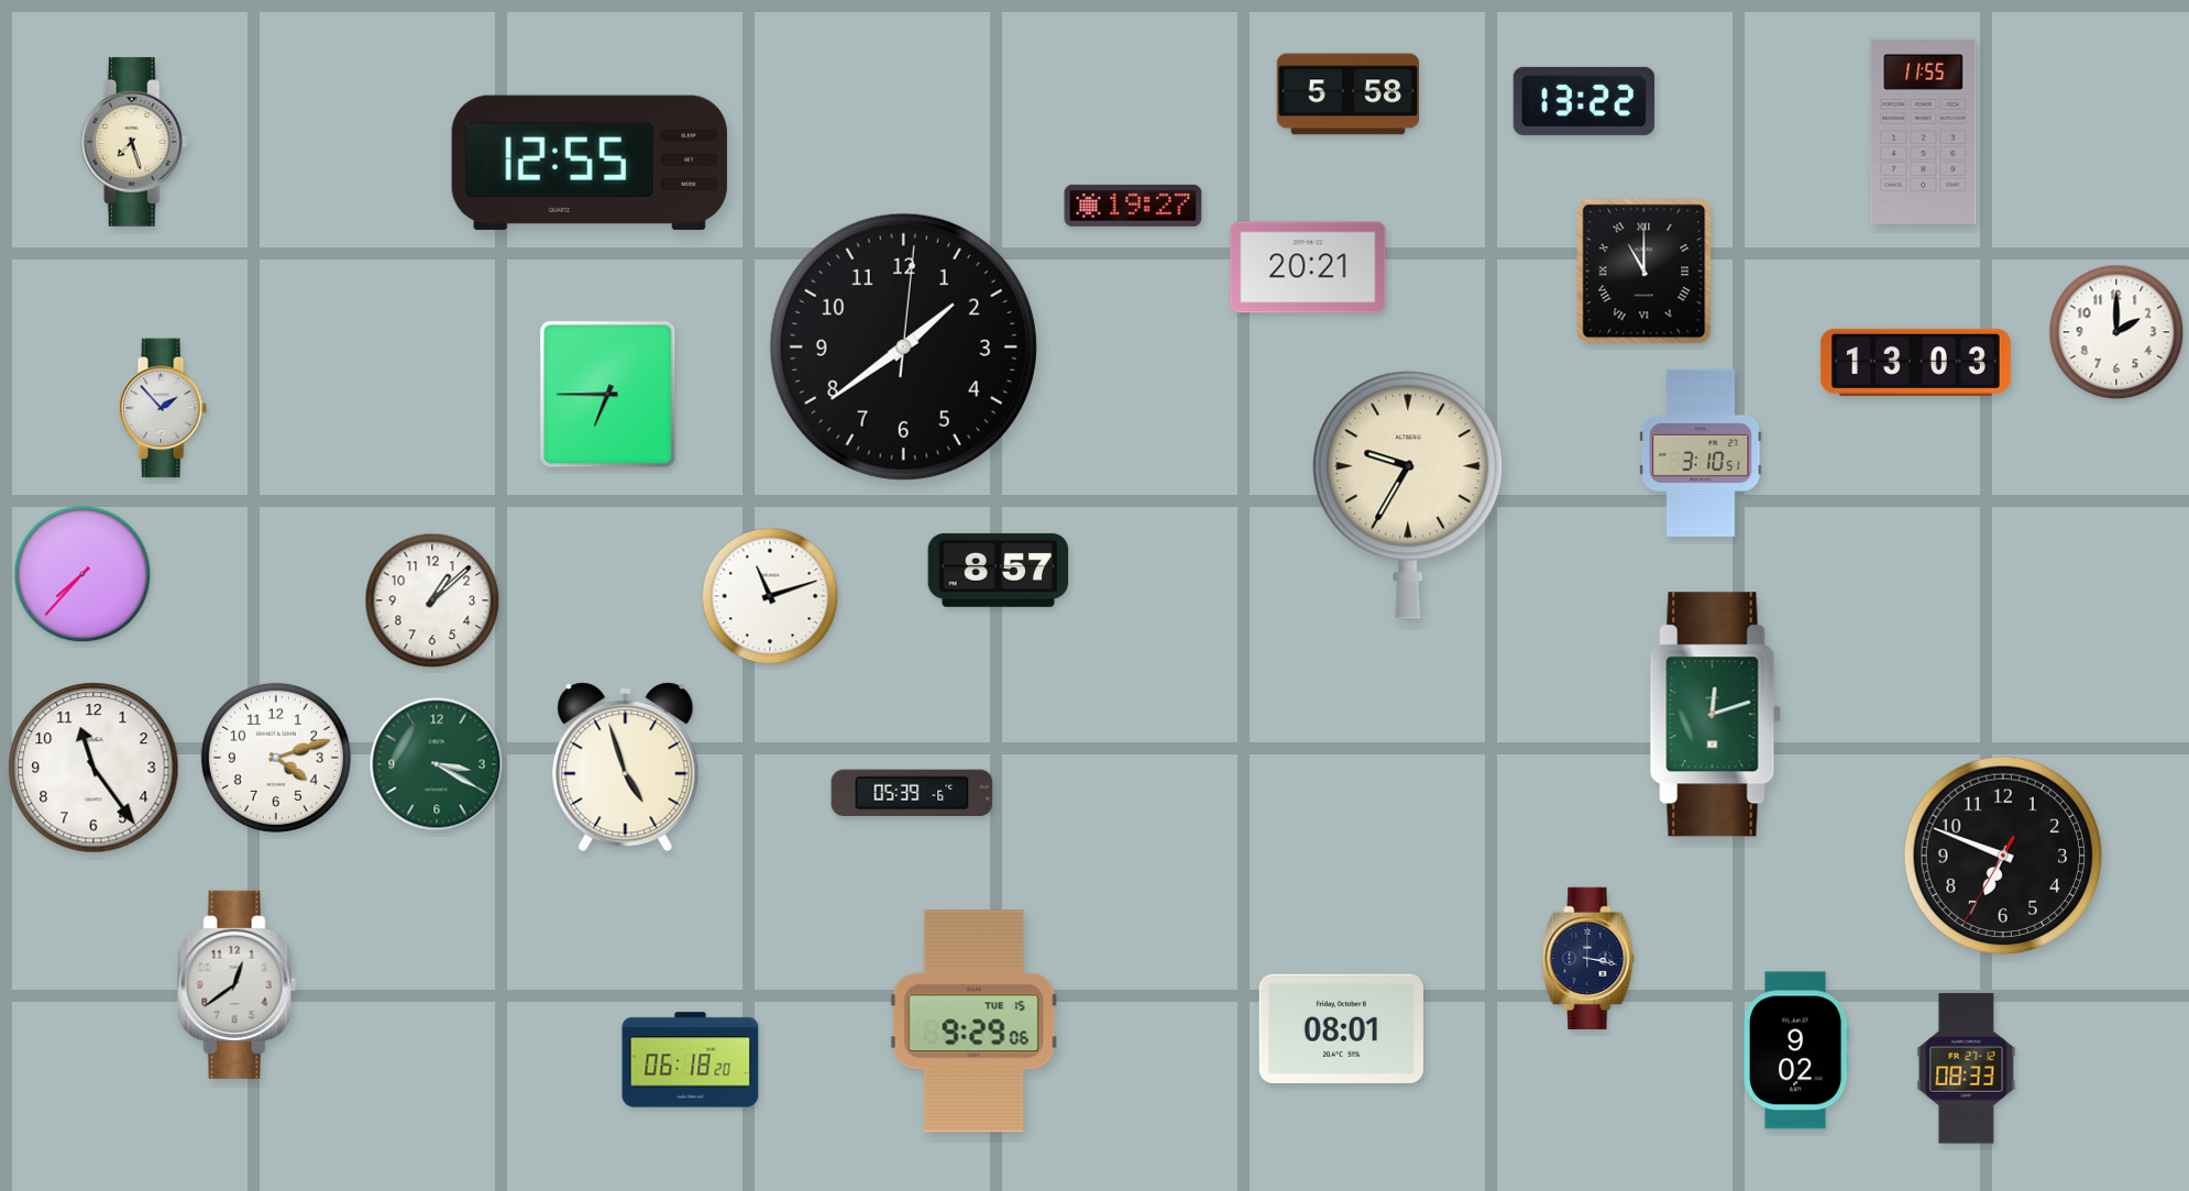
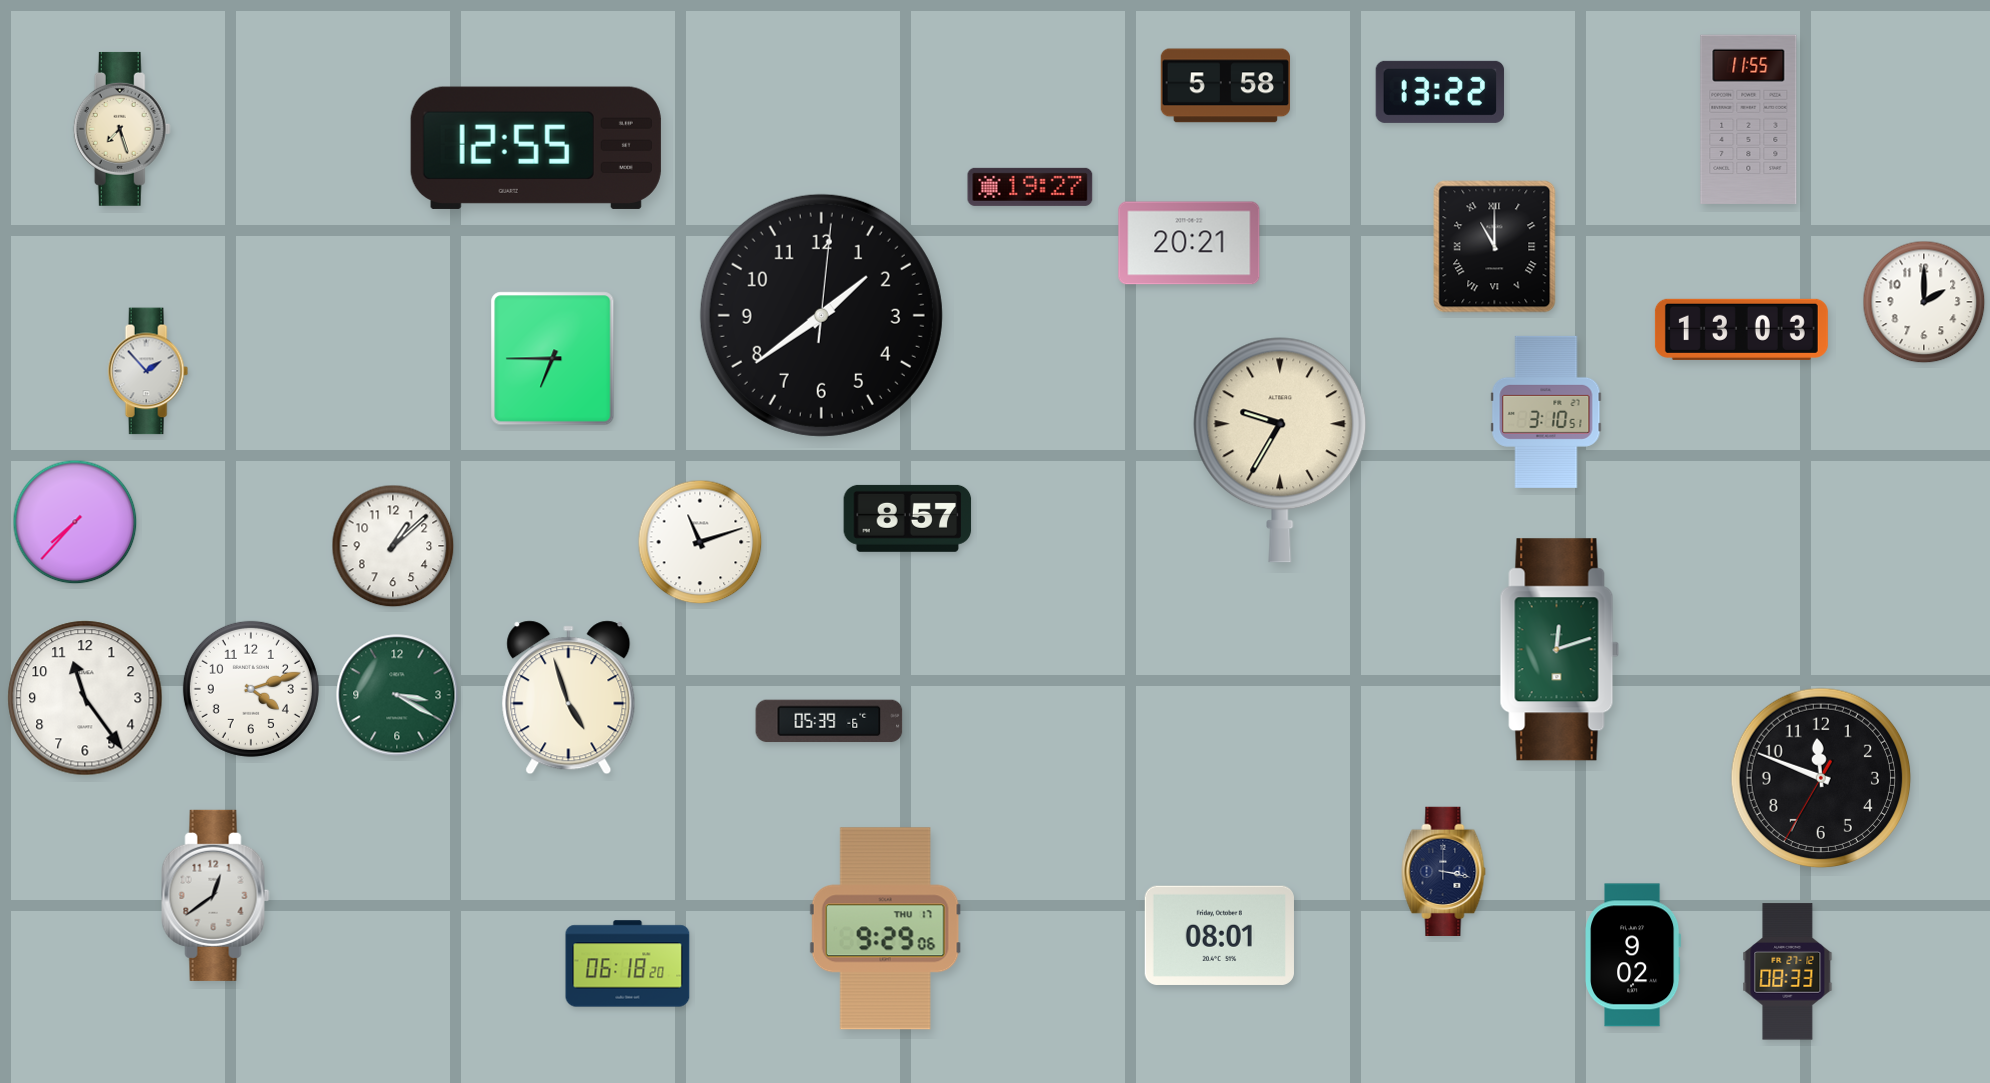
clock at (2003, 856): 6:48 -> 11:48
clock at (974, 1022) date: TUE 15 -> THU 17
